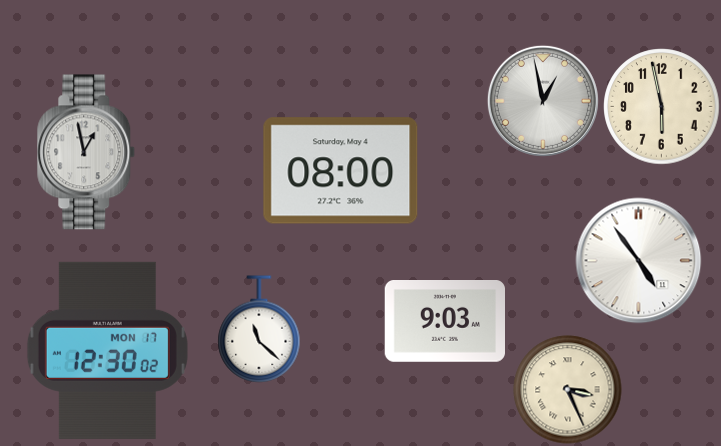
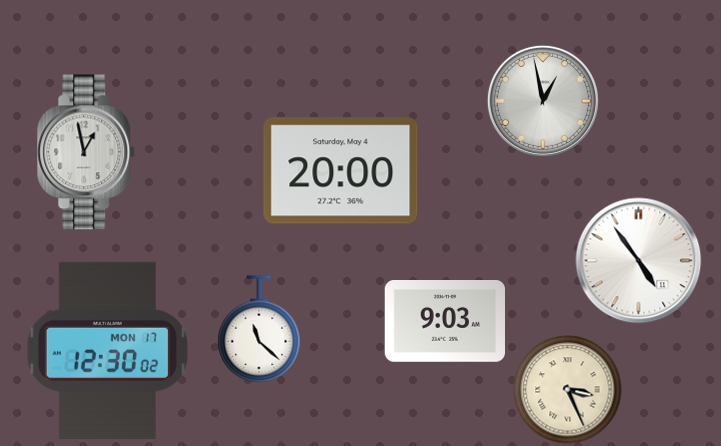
clock at (662, 107): 5:58 -> none
clock at (341, 171): 08:00 -> 20:00
